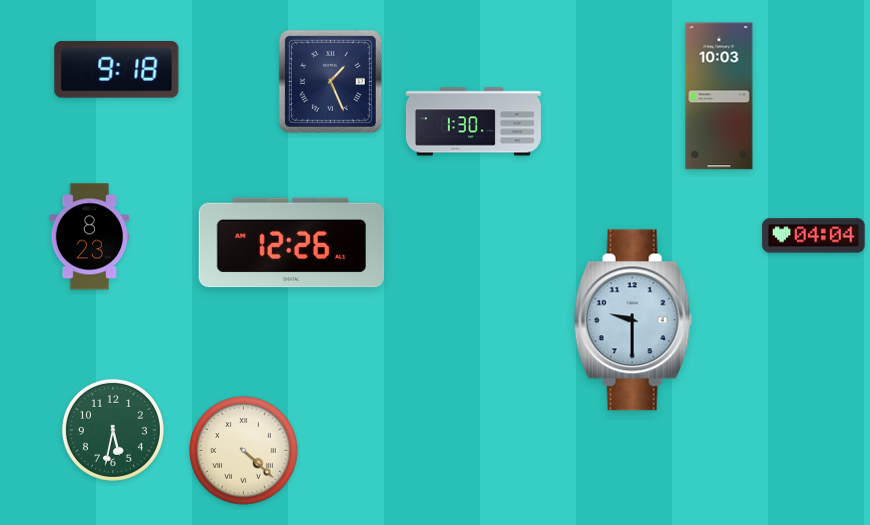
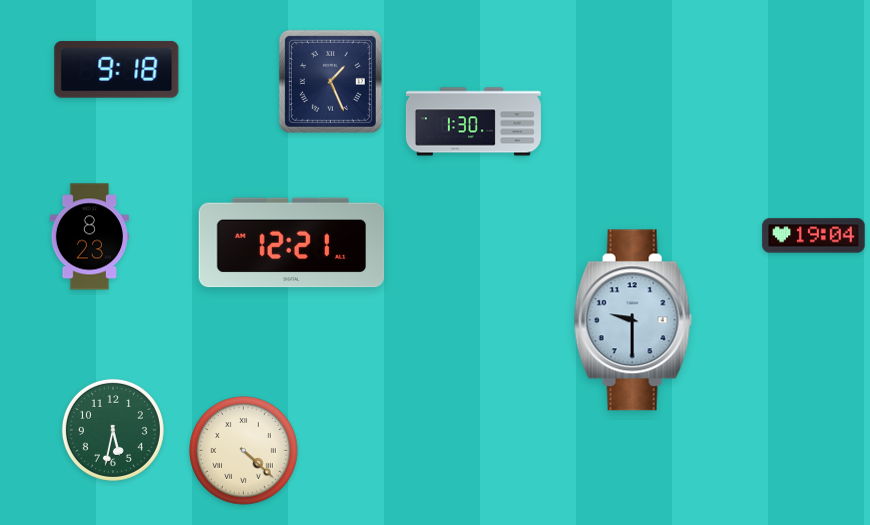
clock at (719, 96): 10:03 -> none
clock at (814, 236): 04:04 -> 19:04
clock at (292, 243): 12:26 -> 12:21
